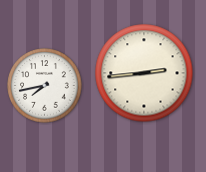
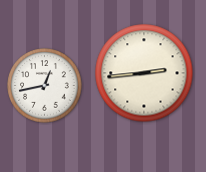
clock at (45, 86): 7:43 -> 12:43
